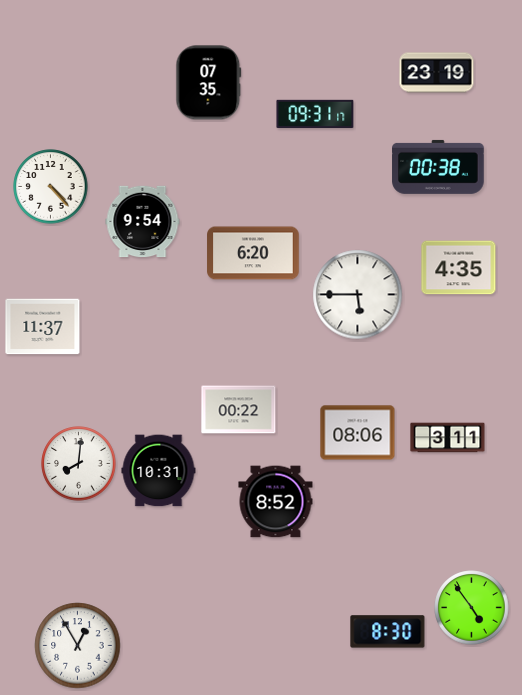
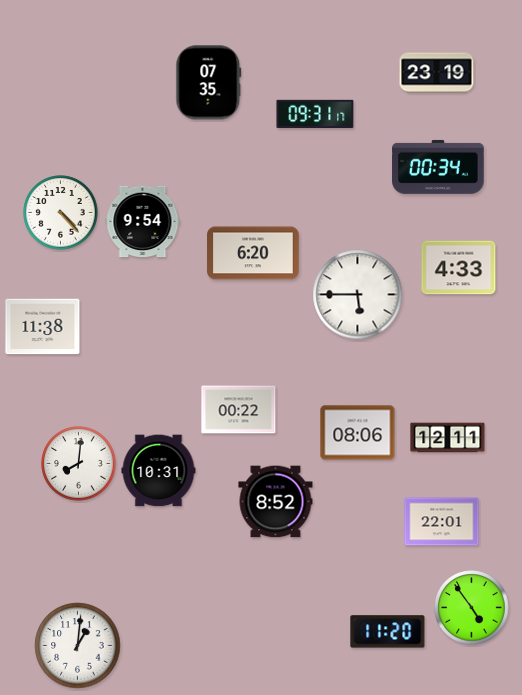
clock at (438, 167): 00:38 -> 00:34
clock at (51, 187) position: (51, 187) -> (61, 213)
clock at (459, 268): 4:35 -> 4:33
clock at (43, 327): 11:37 -> 11:38
clock at (448, 438): 3:11 -> 12:11
clock at (442, 522): none -> 22:01
clock at (388, 632): 8:30 -> 11:20
clock at (78, 646): 12:55 -> 1:01
